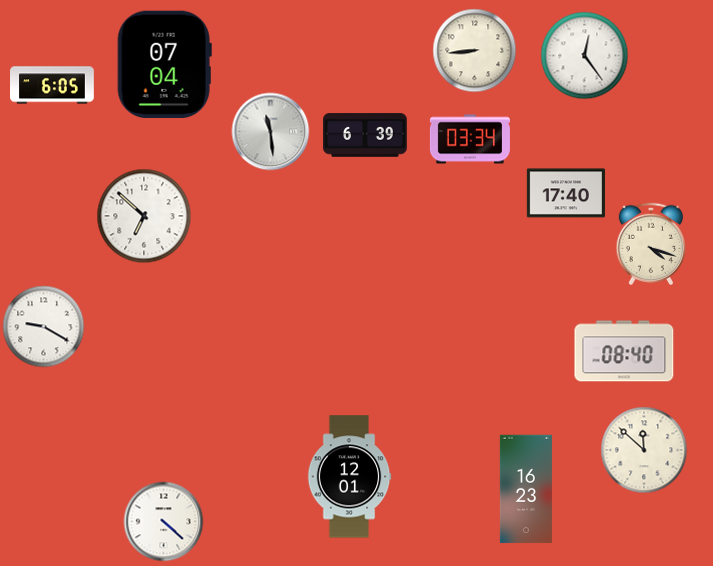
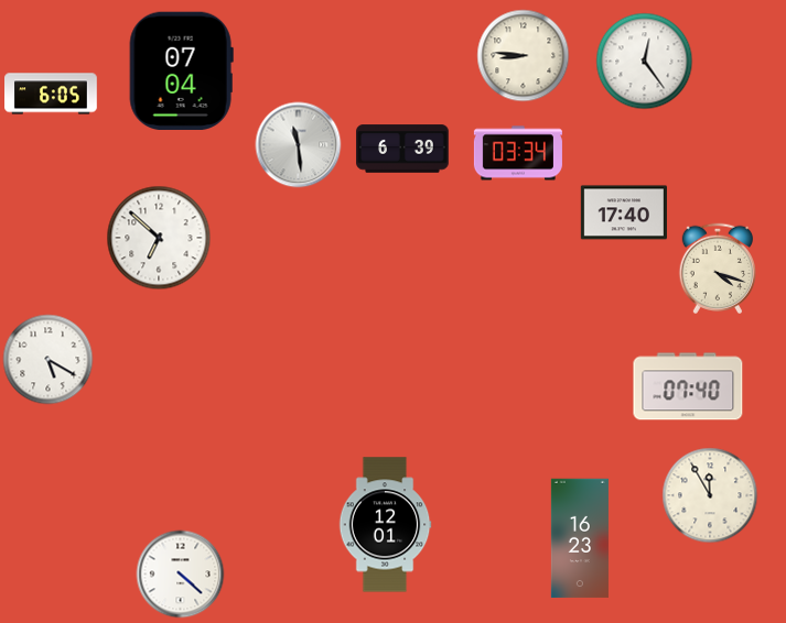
clock at (475, 51): 8:44 -> 8:46
clock at (52, 85) position: (52, 85) -> (51, 94)
clock at (44, 327): 9:20 -> 5:20
clock at (624, 351): 08:40 -> 07:40
clock at (644, 450): 11:52 -> 11:55
